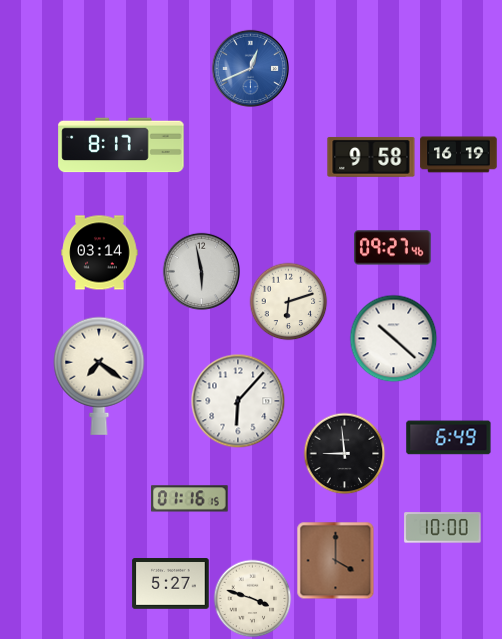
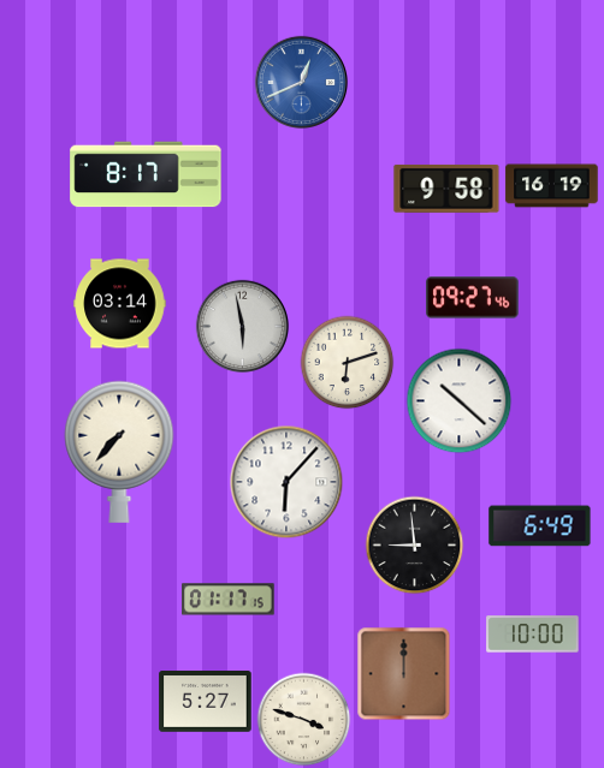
clock at (393, 338) position: (393, 338) -> (458, 400)
clock at (99, 376): 7:21 -> 7:37
clock at (190, 499): 01:16 -> 01:17
clock at (335, 560): 4:00 -> 12:00
